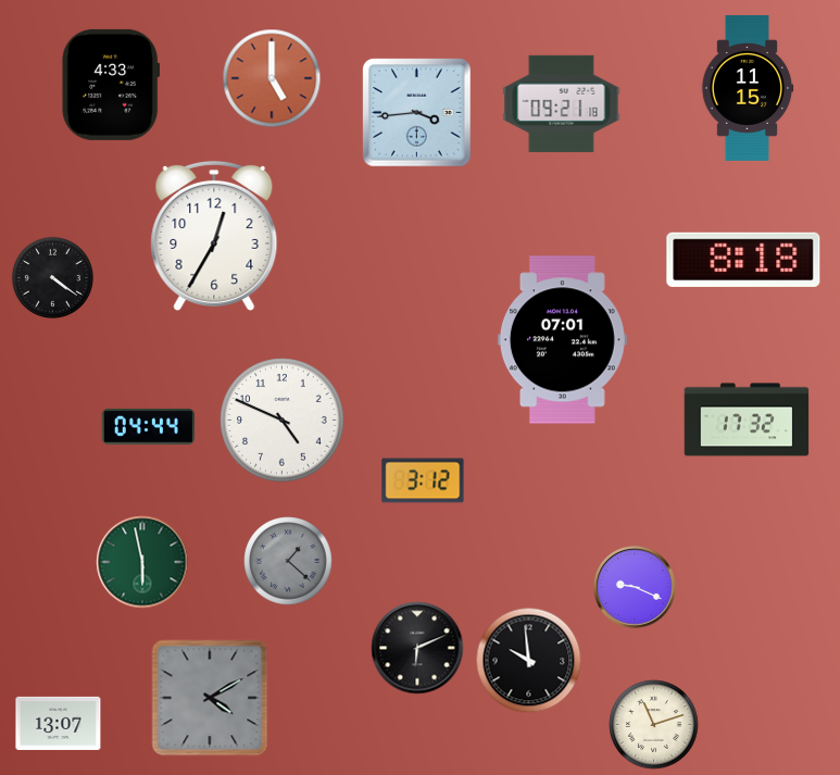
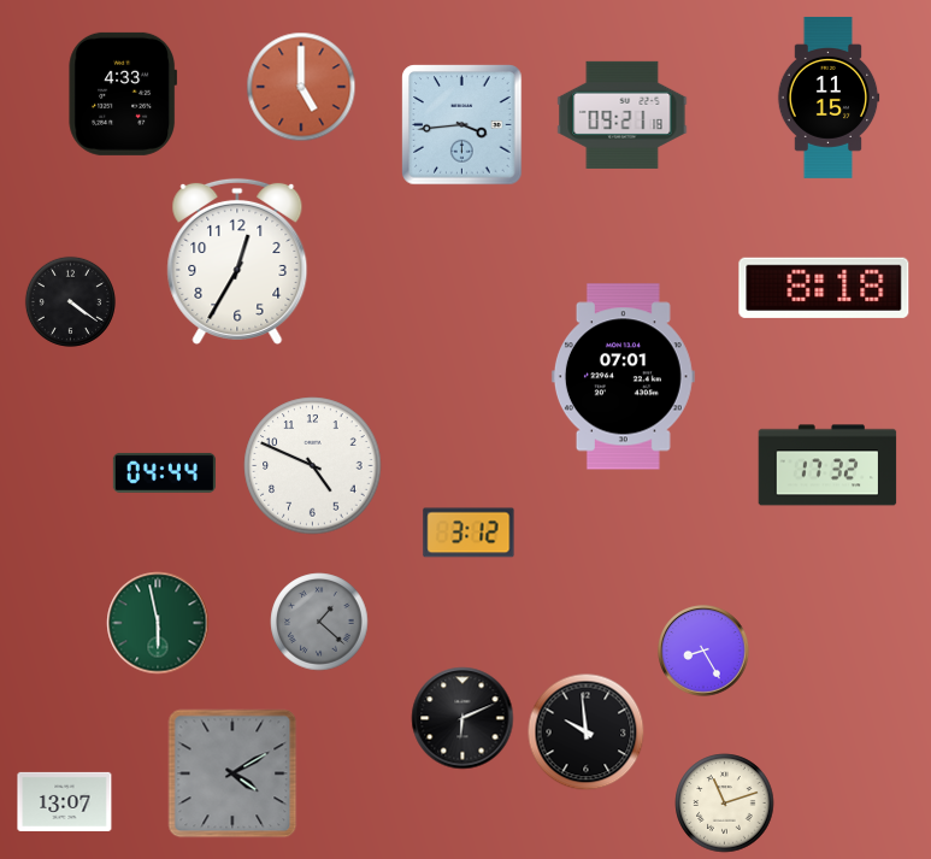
clock at (52, 277) position: (52, 277) -> (70, 301)
clock at (635, 587): 9:19 -> 8:25
